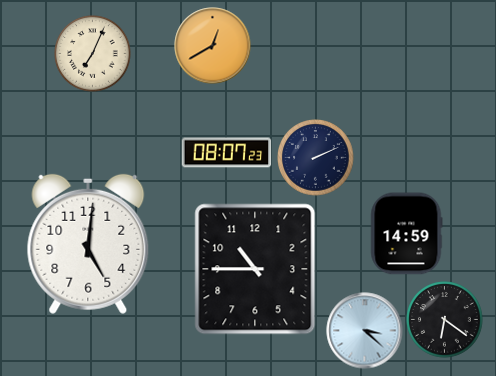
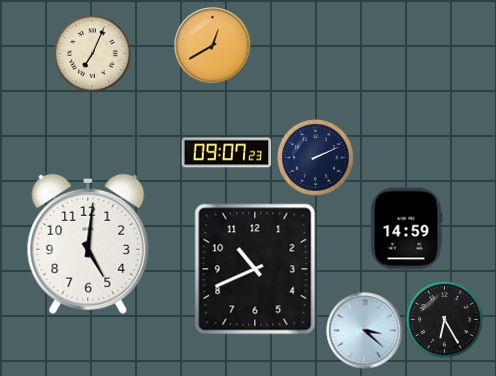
clock at (227, 153): 08:07 -> 09:07
clock at (407, 234) position: (407, 234) -> (407, 229)
clock at (255, 269): 10:45 -> 10:41
clock at (445, 320): 6:21 -> 6:25
